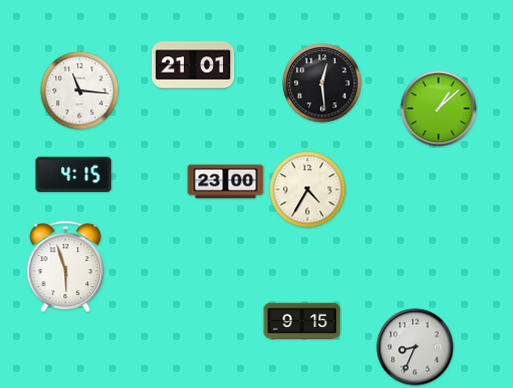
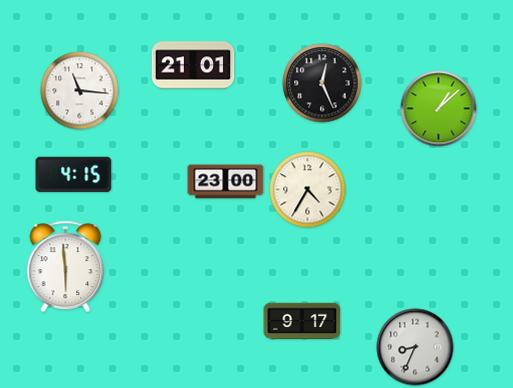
clock at (322, 83): 12:29 -> 12:26
clock at (66, 266): 5:57 -> 5:59
clock at (302, 321): 9:15 -> 9:17
